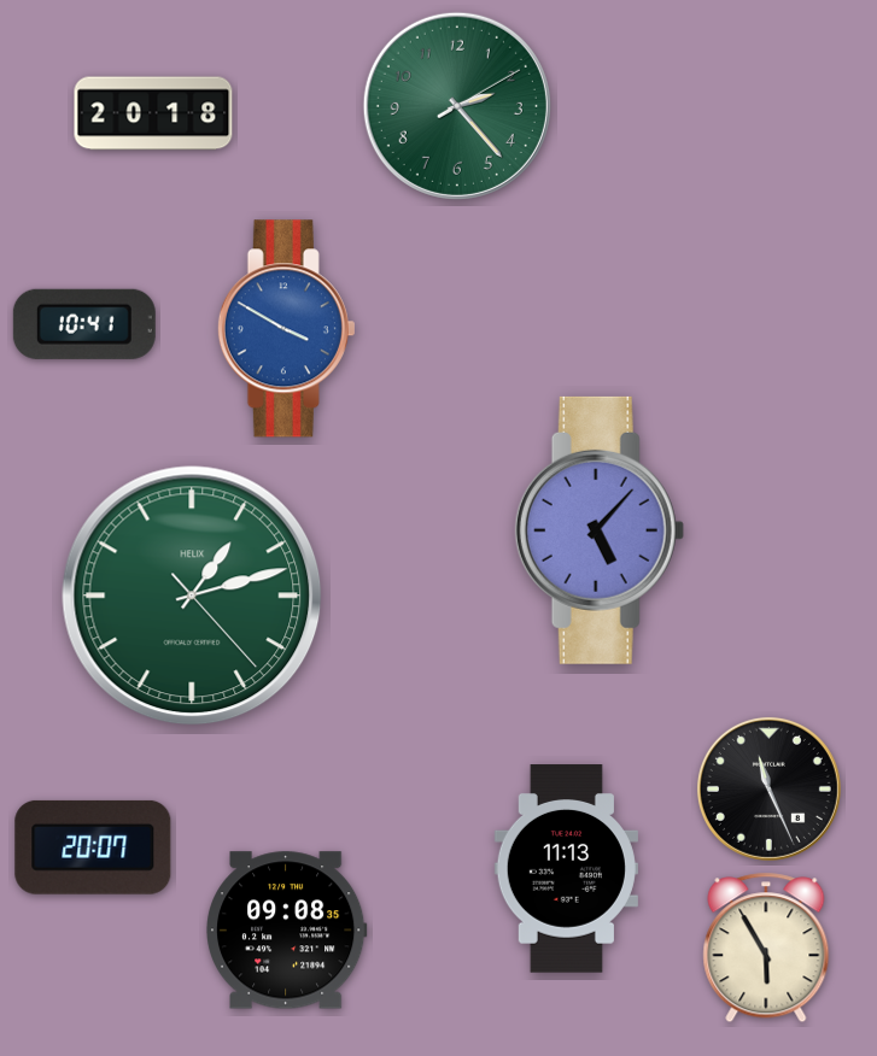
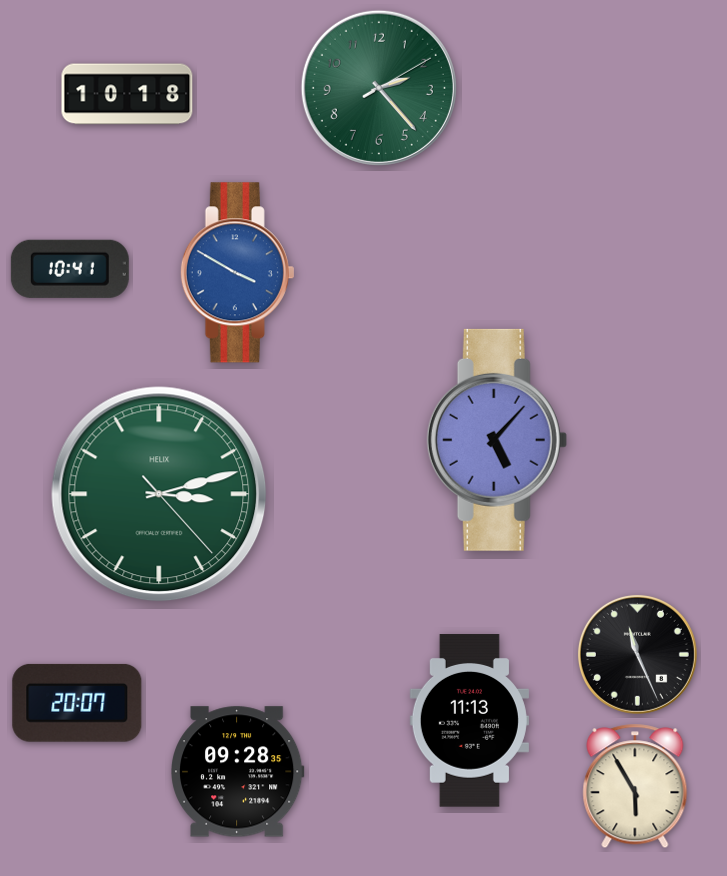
clock at (153, 113): 20:18 -> 10:18
clock at (192, 596): 1:12 -> 3:12
clock at (287, 931): 09:08 -> 09:28
